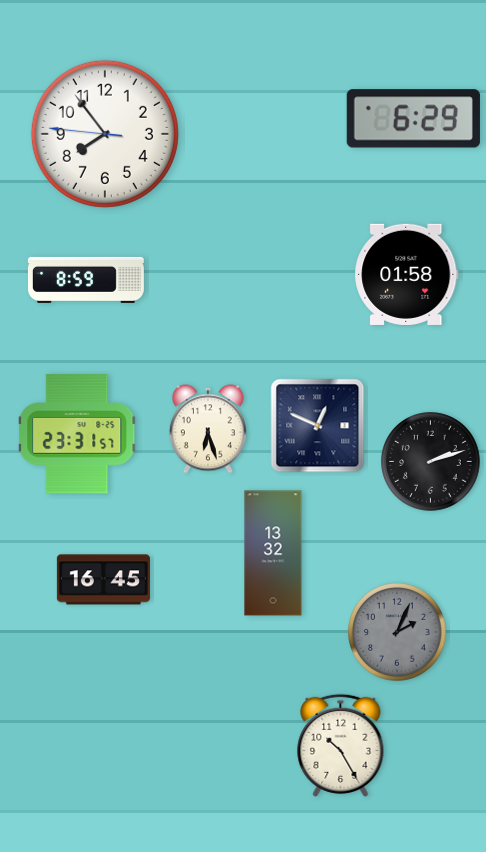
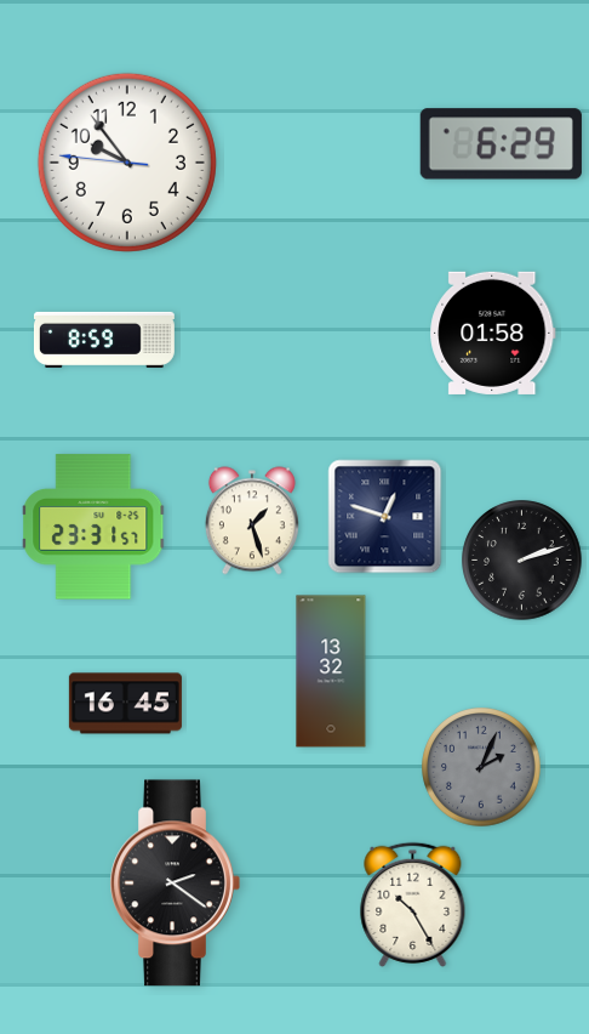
clock at (105, 134): 7:53 -> 9:53
clock at (318, 426): 12:49 -> 12:48
clock at (208, 429): 6:27 -> 1:27
clock at (175, 884): none -> 2:21
